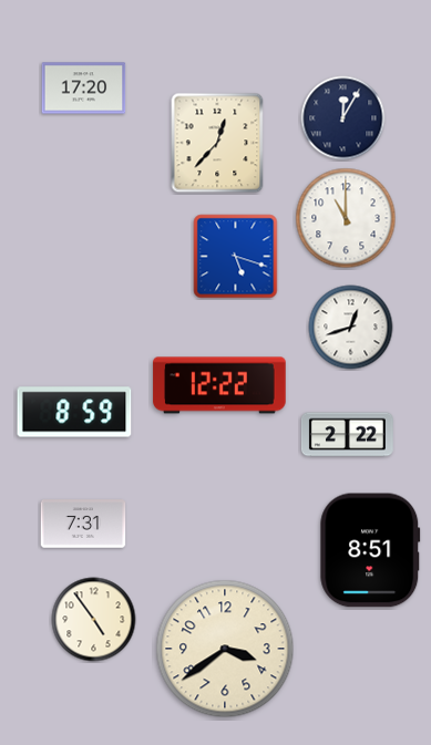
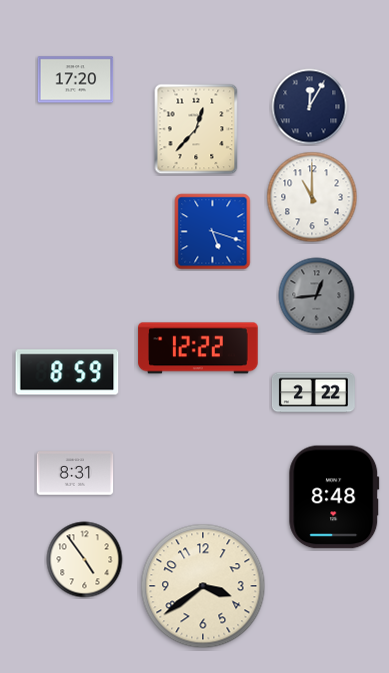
clock at (351, 328): 12:42 -> 12:44
clock at (351, 328) dial: white -> grey
clock at (83, 524): 7:31 -> 8:31
clock at (370, 550): 8:51 -> 8:48
